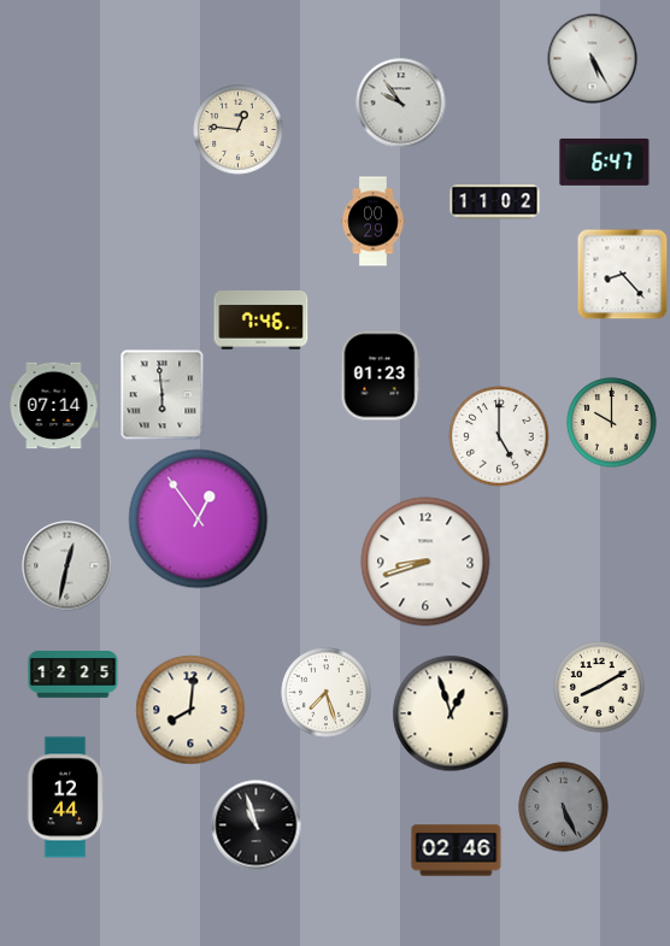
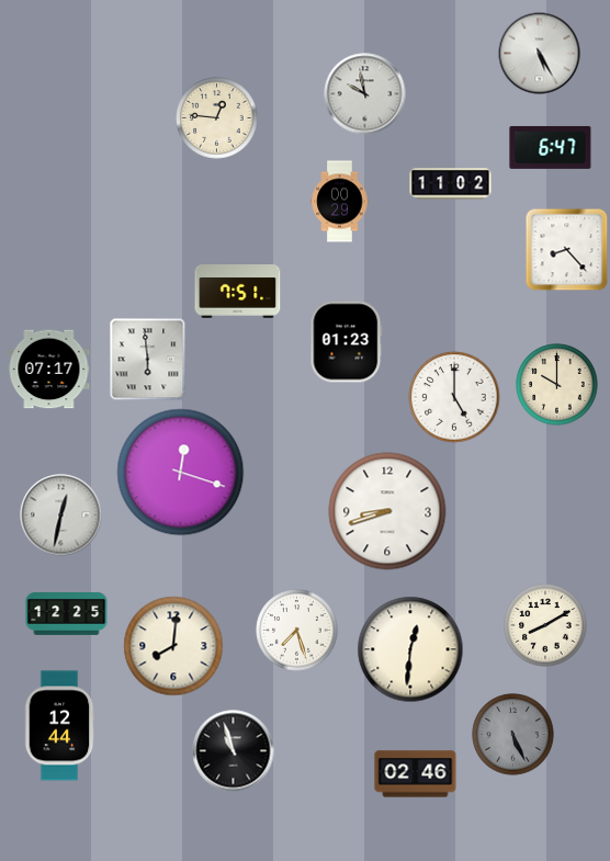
clock at (401, 104): 9:54 -> 9:58
clock at (261, 321): 7:46 -> 7:51
clock at (54, 406): 07:14 -> 07:17
clock at (199, 519): 12:54 -> 12:18
clock at (451, 713): 12:57 -> 12:31
